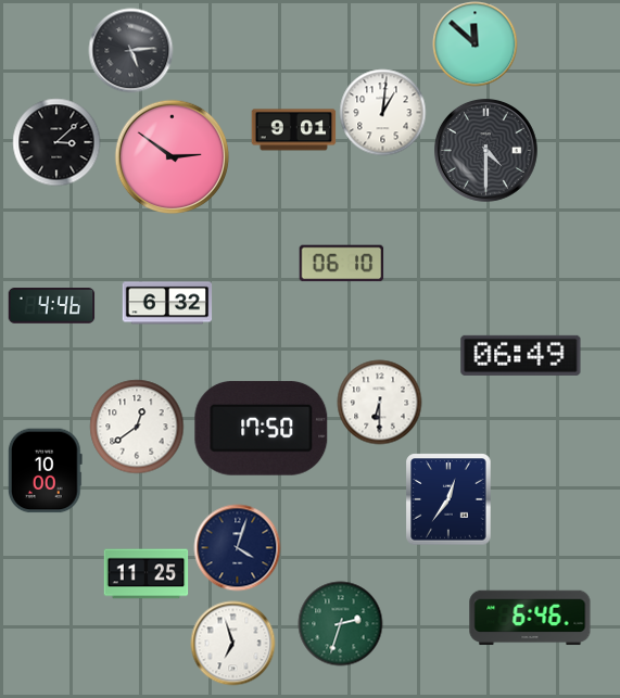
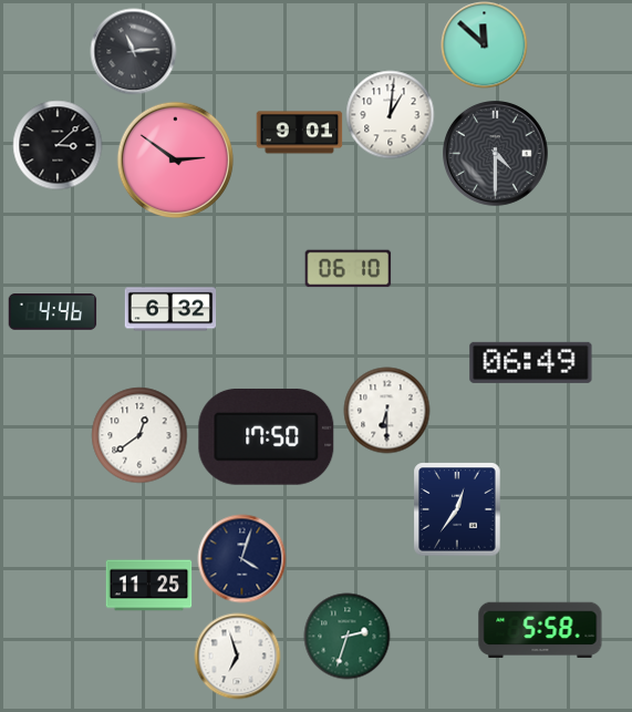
clock at (130, 50): 5:14 -> 11:14
clock at (45, 470): 10:00 -> none
clock at (530, 618): 6:46 -> 5:58
